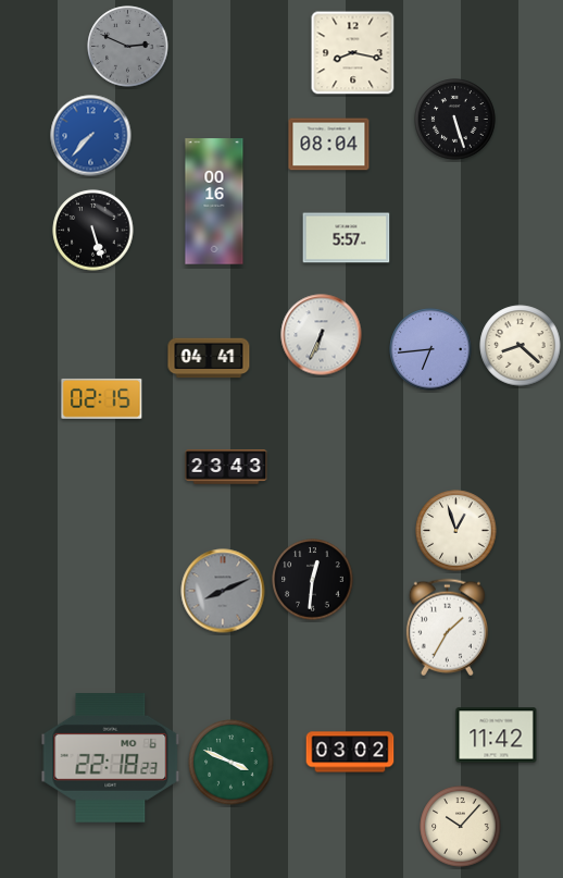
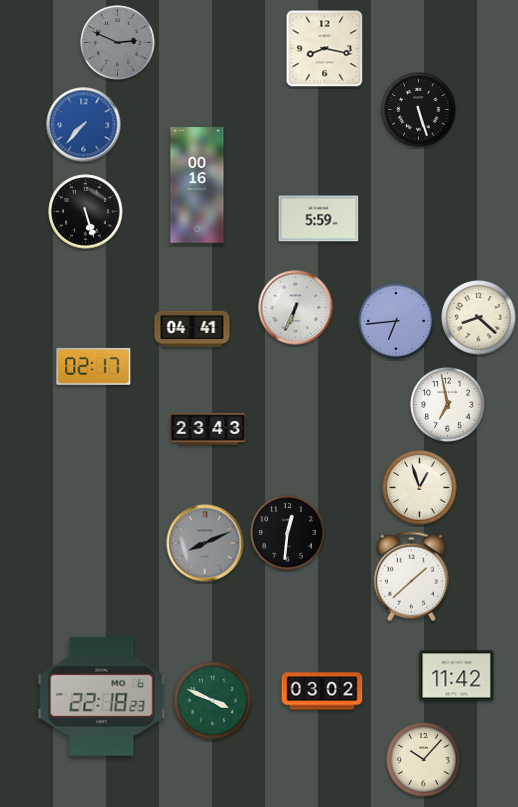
clock at (329, 145): 08:04 -> none
clock at (347, 238): 5:57 -> 5:59
clock at (102, 398): 02:15 -> 02:17
clock at (448, 405): none -> 6:58
clock at (447, 628): 1:35 -> 1:38
